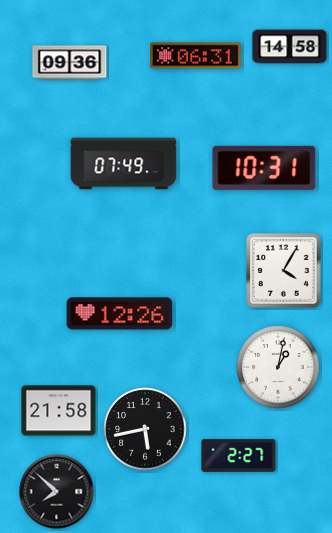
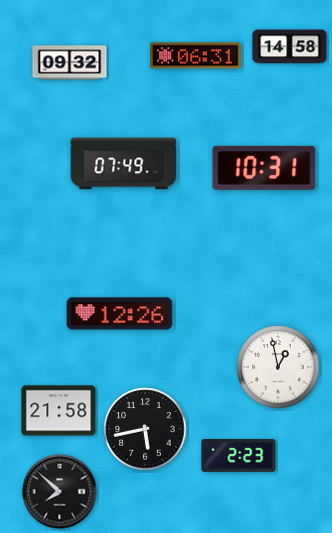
clock at (70, 63): 09:36 -> 09:32
clock at (284, 271): 4:05 -> none
clock at (278, 367): 1:02 -> 12:58
clock at (239, 455): 2:27 -> 2:23
clock at (57, 492) position: (57, 492) -> (60, 492)
